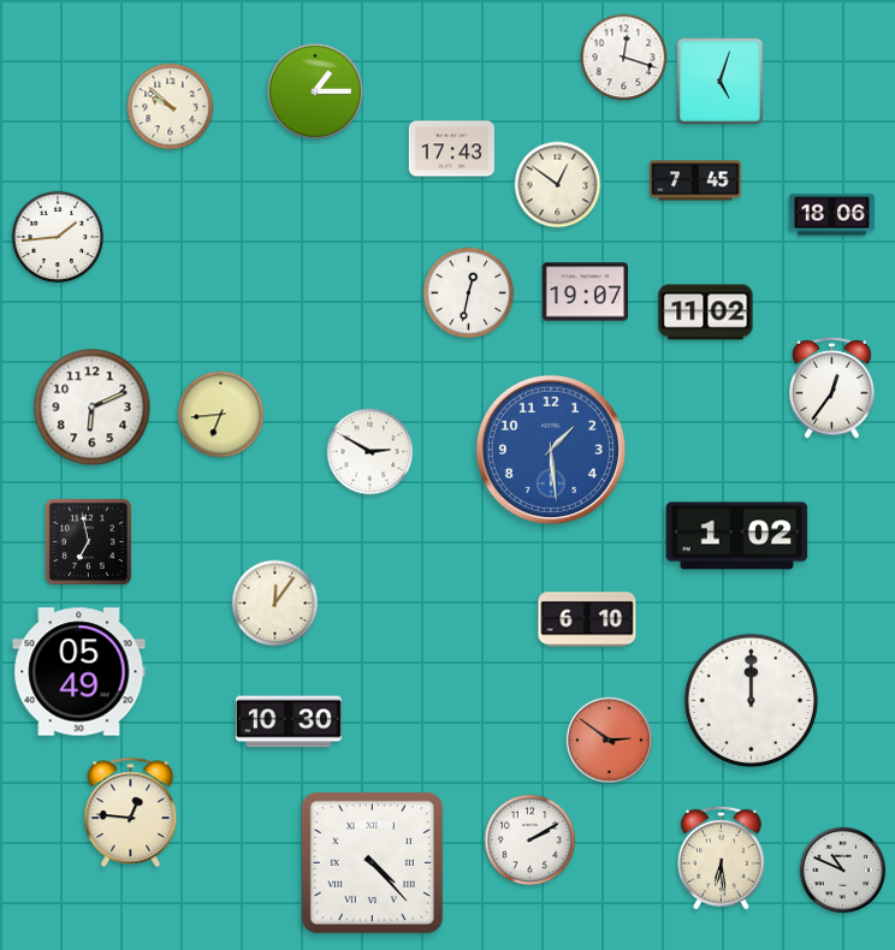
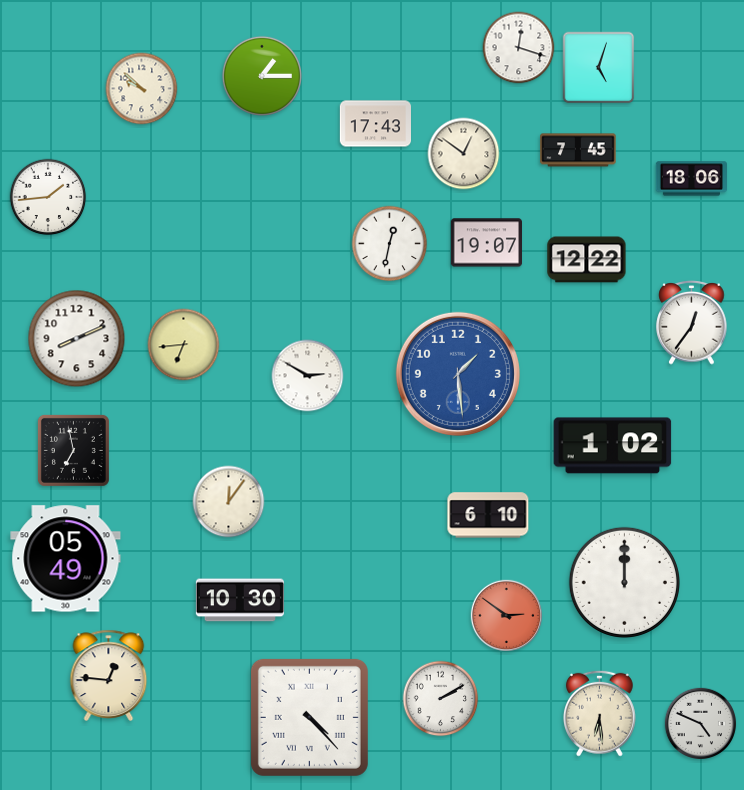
clock at (706, 313): 11:02 -> 12:22
clock at (93, 408): 6:11 -> 8:11
clock at (843, 871): 10:49 -> 4:49
